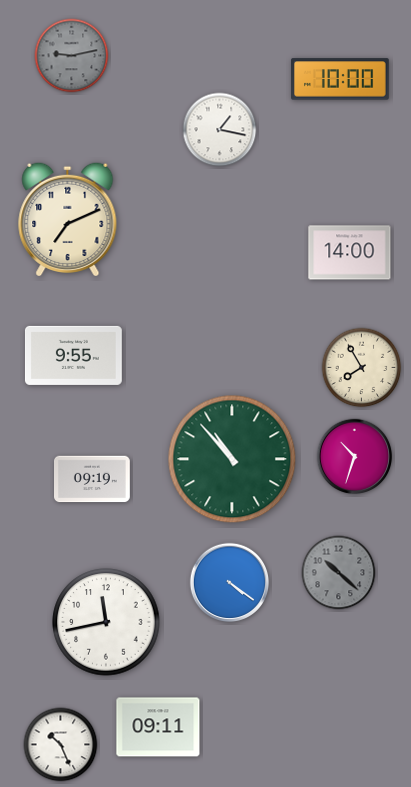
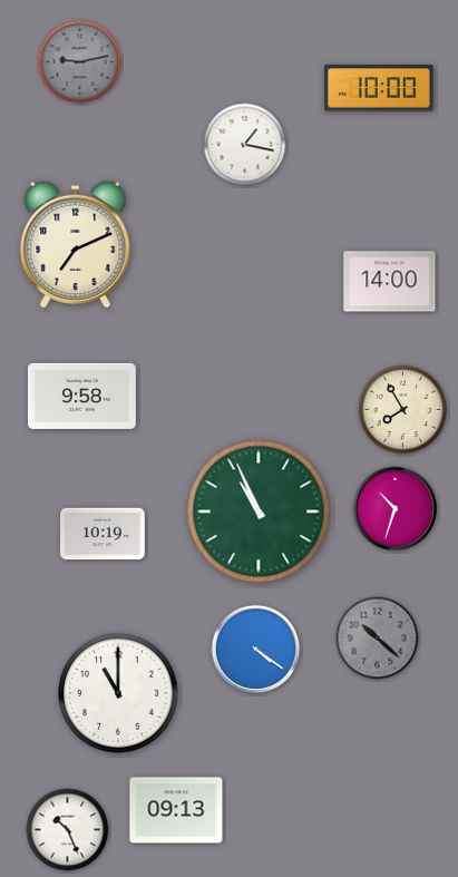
clock at (73, 355): 9:55 -> 9:58
clock at (232, 459): 10:53 -> 10:56
clock at (93, 479): 09:19 -> 10:19
clock at (106, 622): 11:43 -> 11:00
clock at (158, 727): 09:11 -> 09:13
